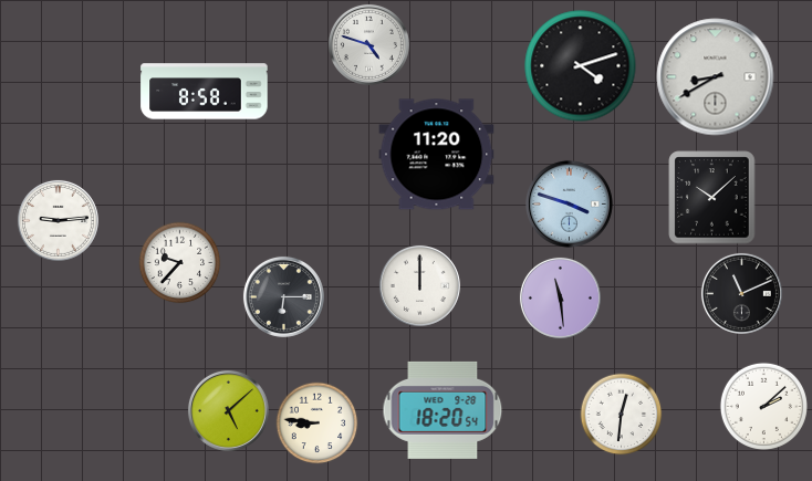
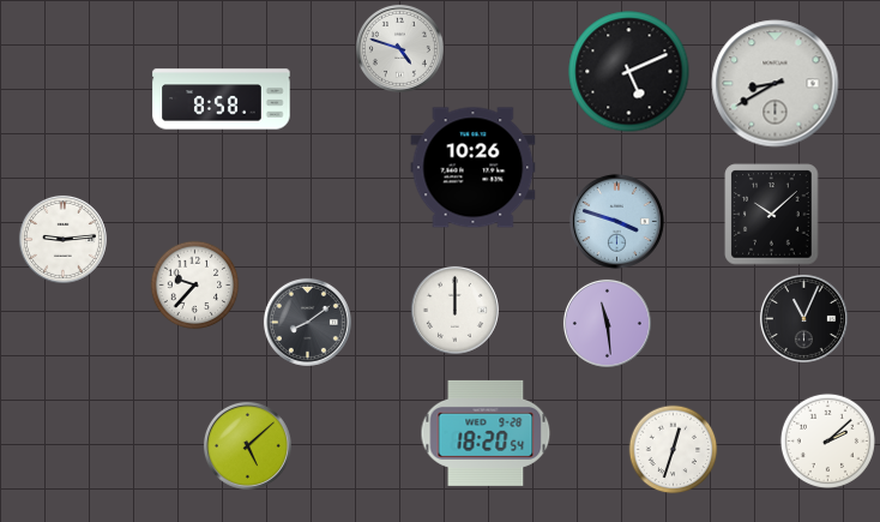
clock at (581, 66): 4:12 -> 5:11
clock at (437, 155): 11:20 -> 10:26
clock at (741, 293): 11:11 -> 11:04
clock at (283, 296): 6:15 -> 8:09
clock at (443, 410) position: (443, 410) -> (486, 433)
clock at (622, 415): 12:31 -> 12:33
clock at (317, 424): 8:46 -> none
